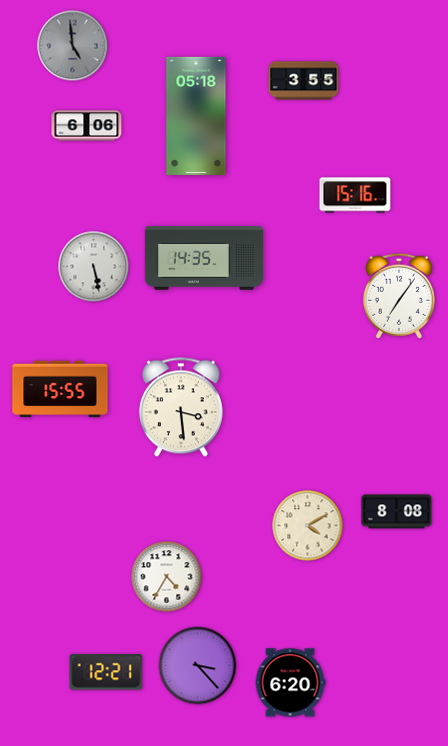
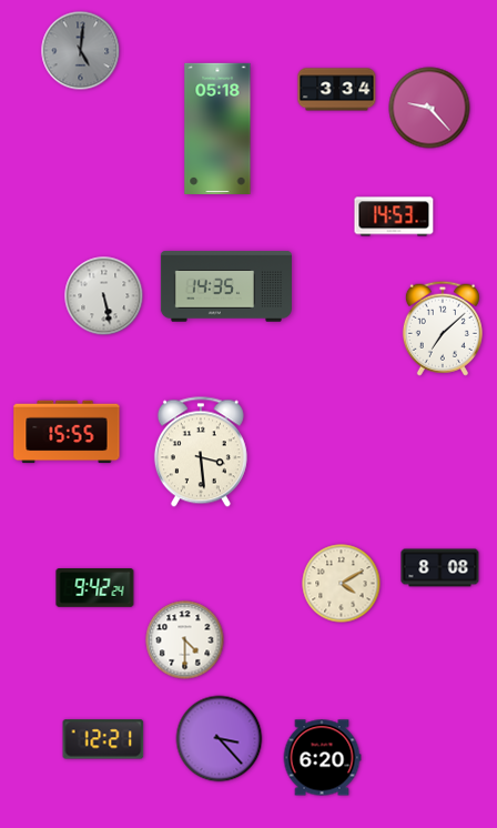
clock at (73, 46): 4:59 -> 5:01
clock at (304, 81): 3:55 -> 3:34
clock at (429, 108): none -> 9:23
clock at (87, 126): 6:06 -> none
clock at (355, 195): 15:16 -> 14:53
clock at (399, 296): 7:06 -> 7:08
clock at (95, 588): none -> 9:42
clock at (167, 577): 4:35 -> 4:30
clock at (106, 672) position: (106, 672) -> (103, 739)
